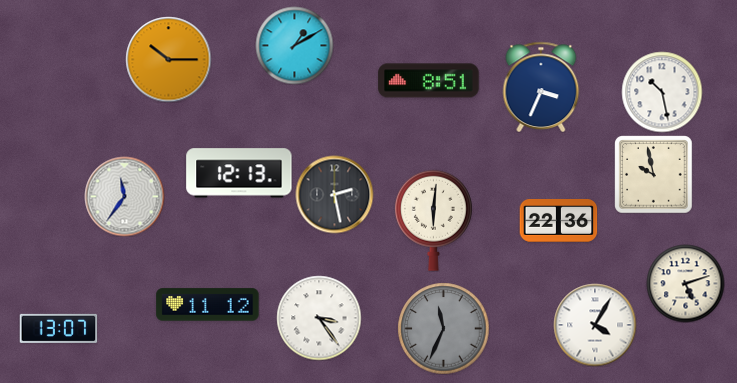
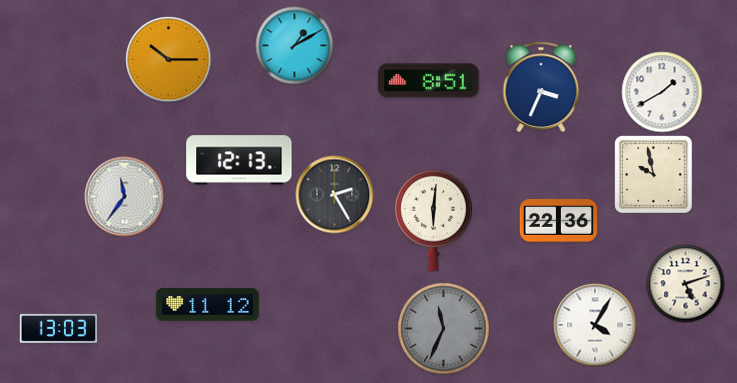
clock at (662, 92): 10:28 -> 1:40
clock at (239, 173) position: (239, 173) -> (239, 160)
clock at (334, 194): 2:28 -> 2:25
clock at (319, 318): 3:24 -> none
clock at (58, 328): 13:07 -> 13:03
